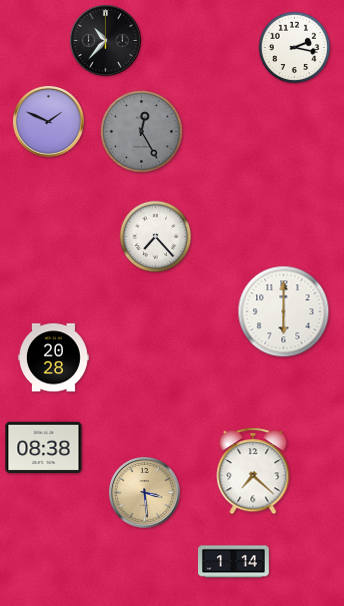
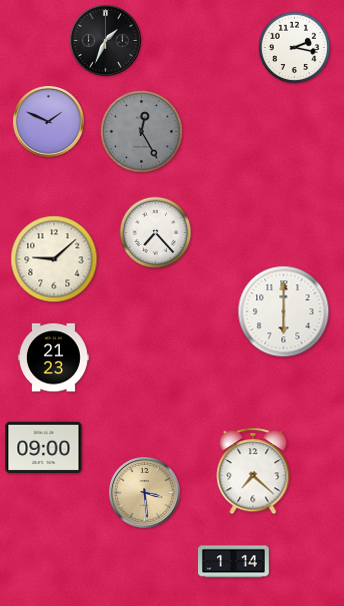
clock at (106, 41): 10:37 -> 1:34
clock at (156, 237) position: (156, 237) -> (156, 233)
clock at (54, 259): none -> 9:08
clock at (54, 358): 20:28 -> 21:23
clock at (44, 448): 08:38 -> 09:00
